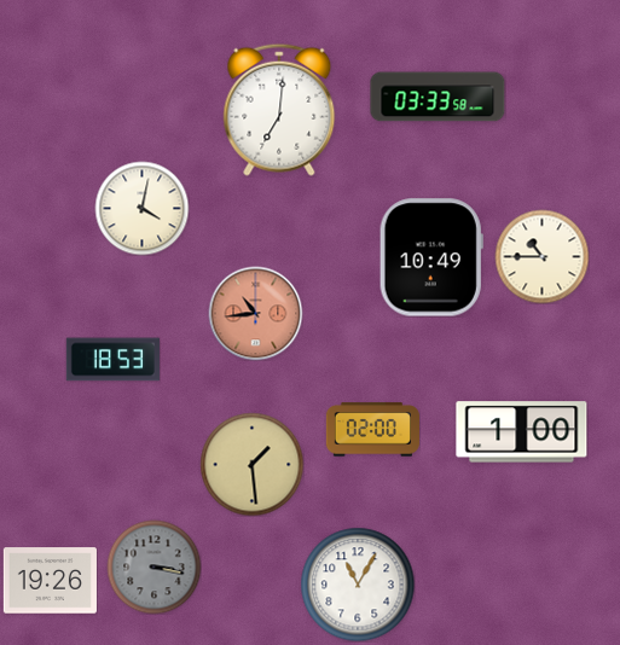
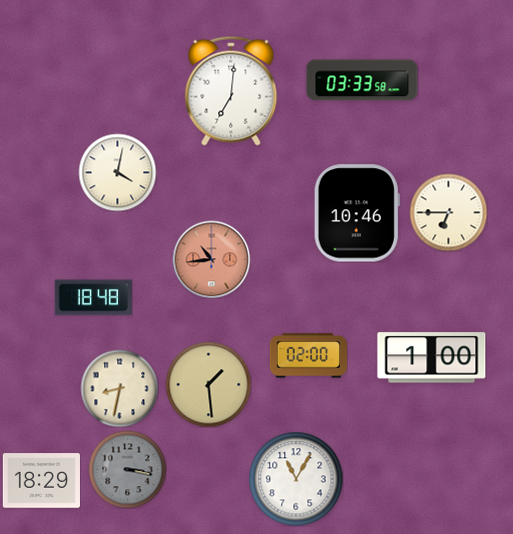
clock at (541, 256): 10:45 -> 6:45
clock at (431, 257): 10:49 -> 10:46
clock at (112, 360): 18:53 -> 18:48
clock at (119, 388): none -> 8:32
clock at (50, 581): 19:26 -> 18:29
clock at (358, 585) position: (358, 585) -> (296, 479)
